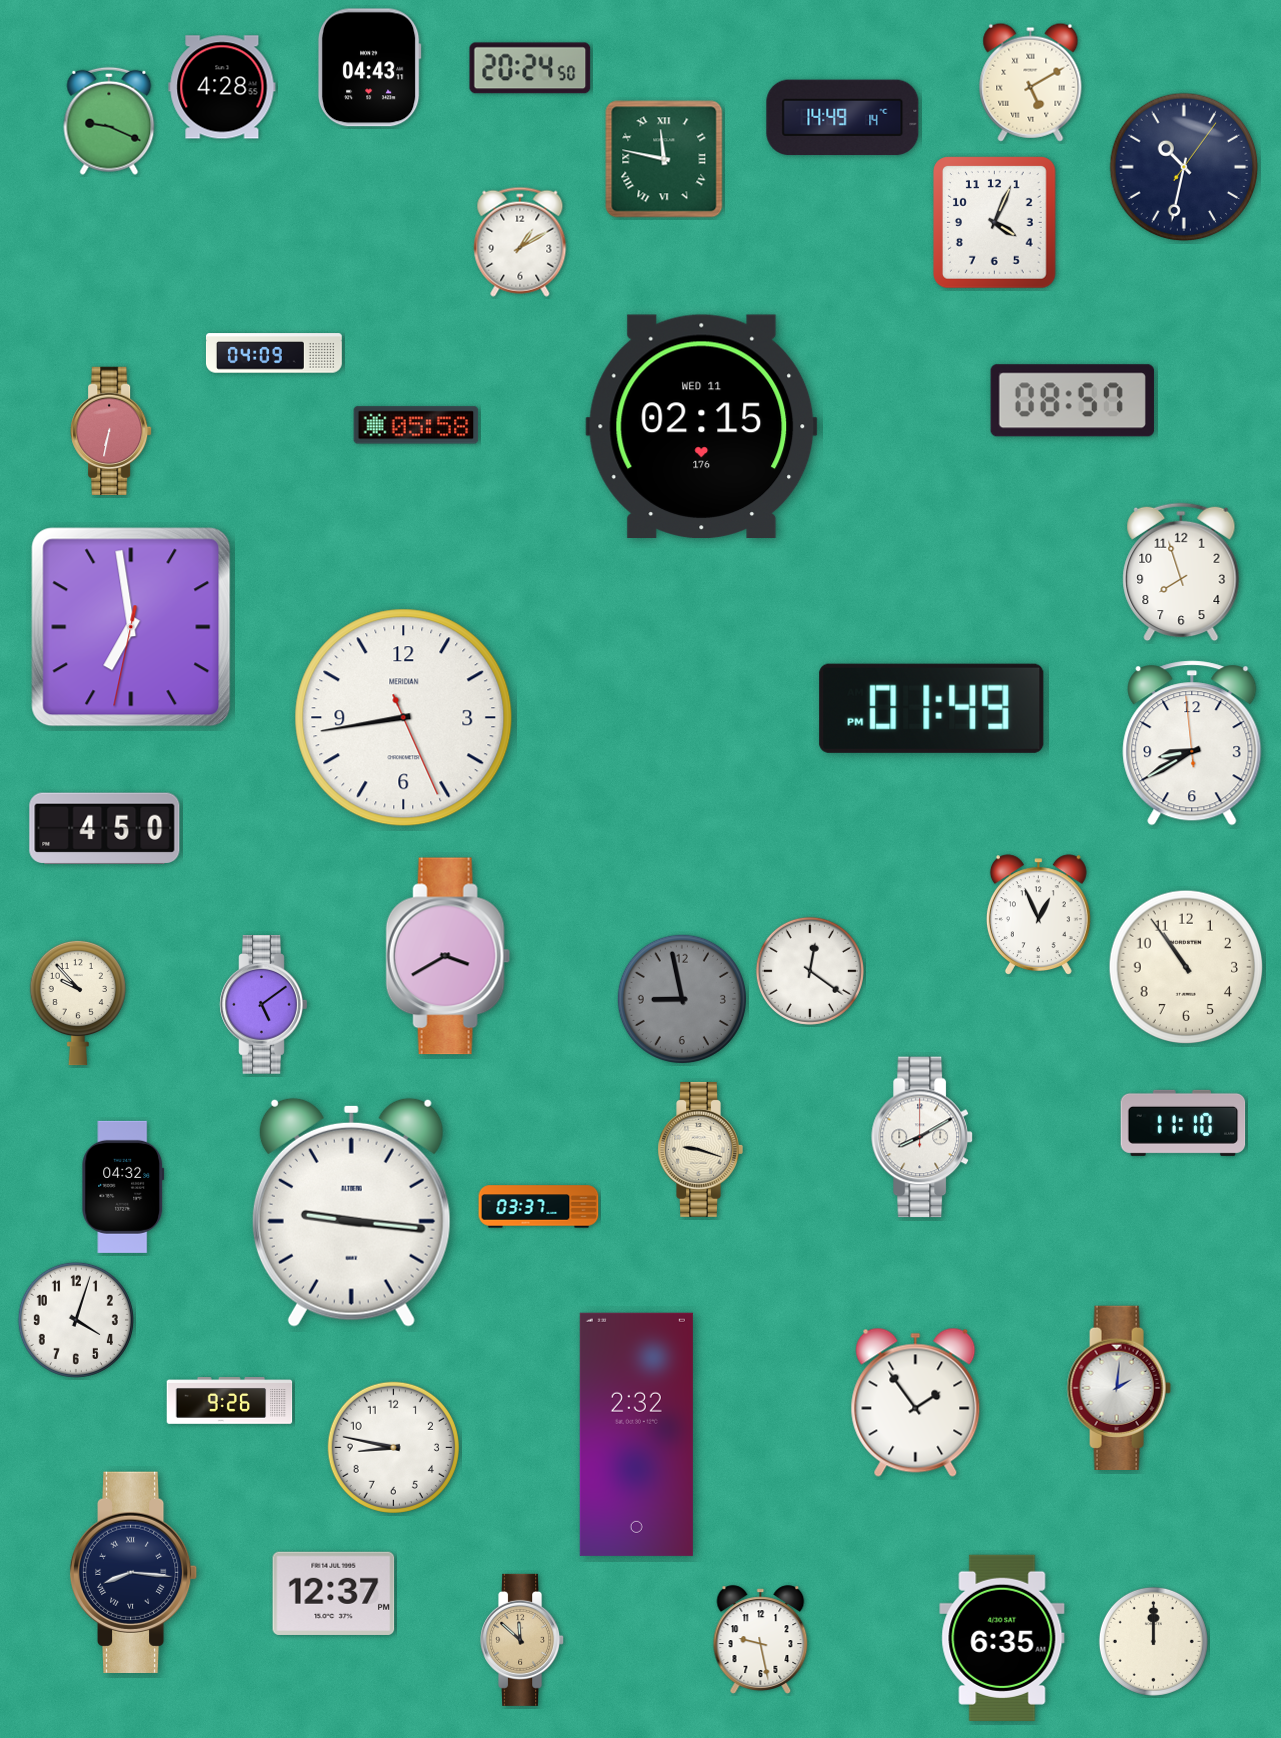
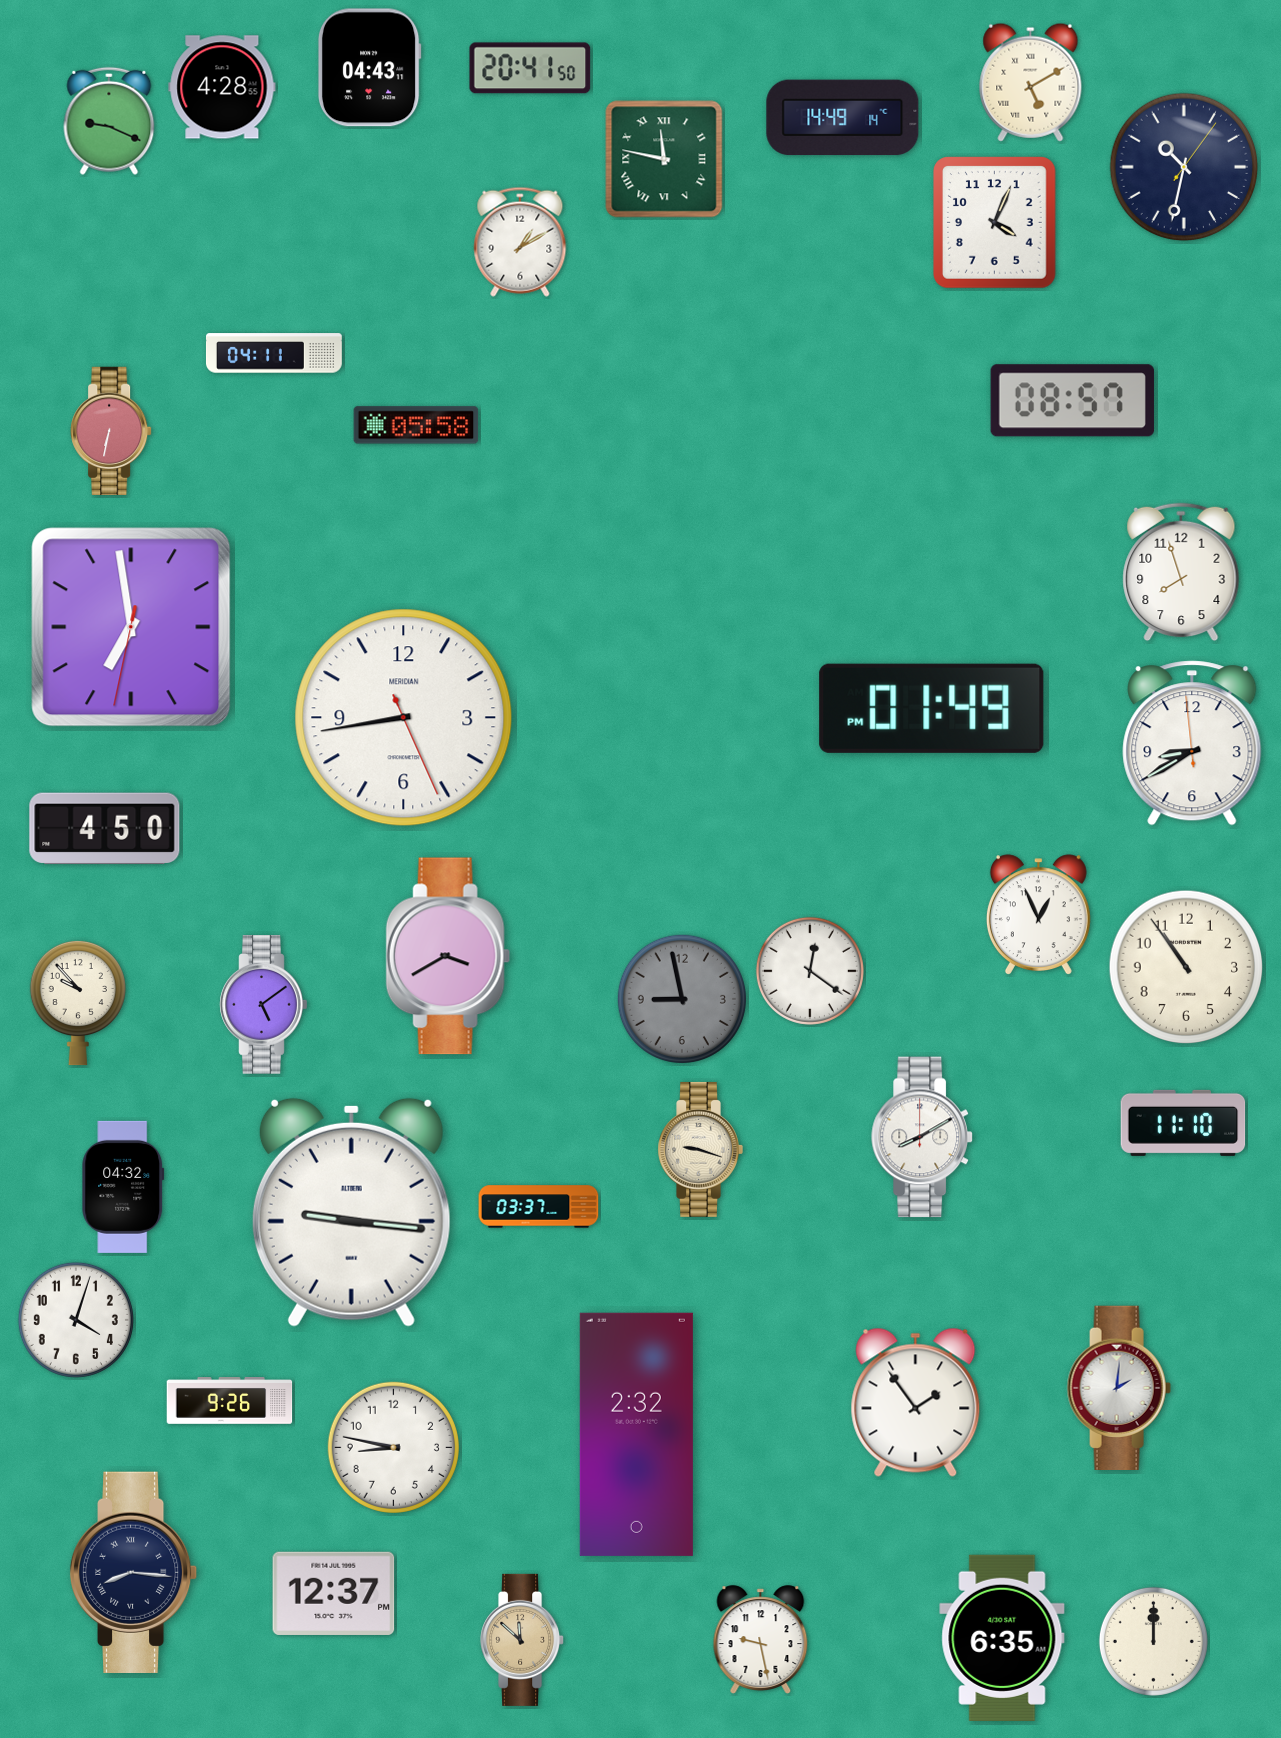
clock at (530, 68): 20:24 -> 20:41
clock at (274, 353): 04:09 -> 04:11
clock at (702, 426): 02:15 -> none
